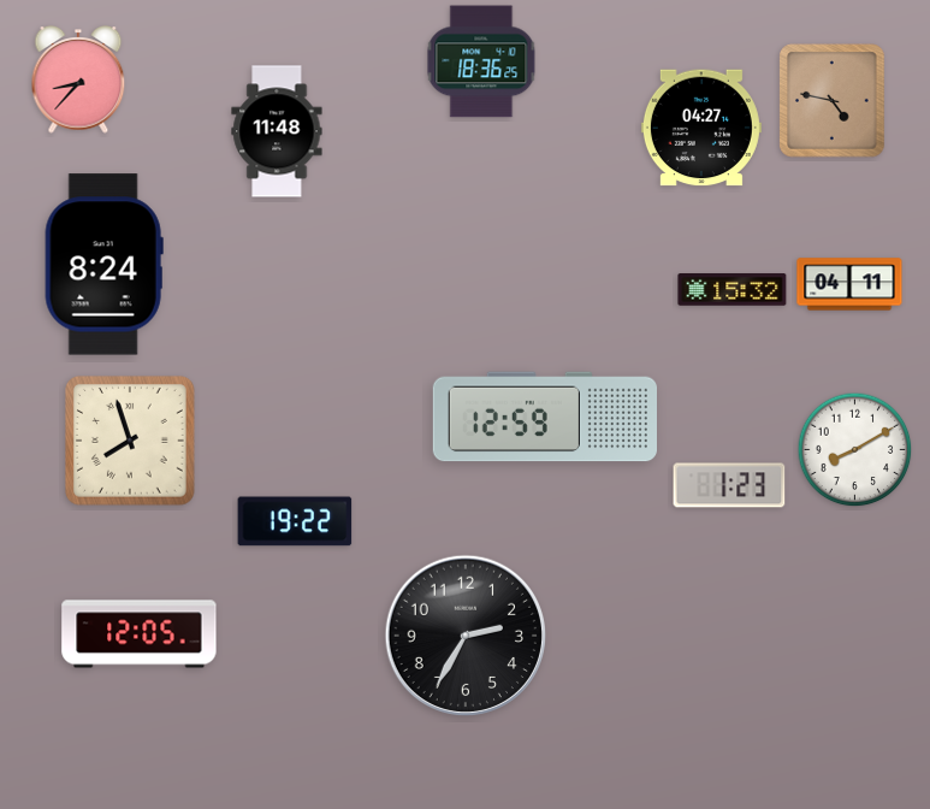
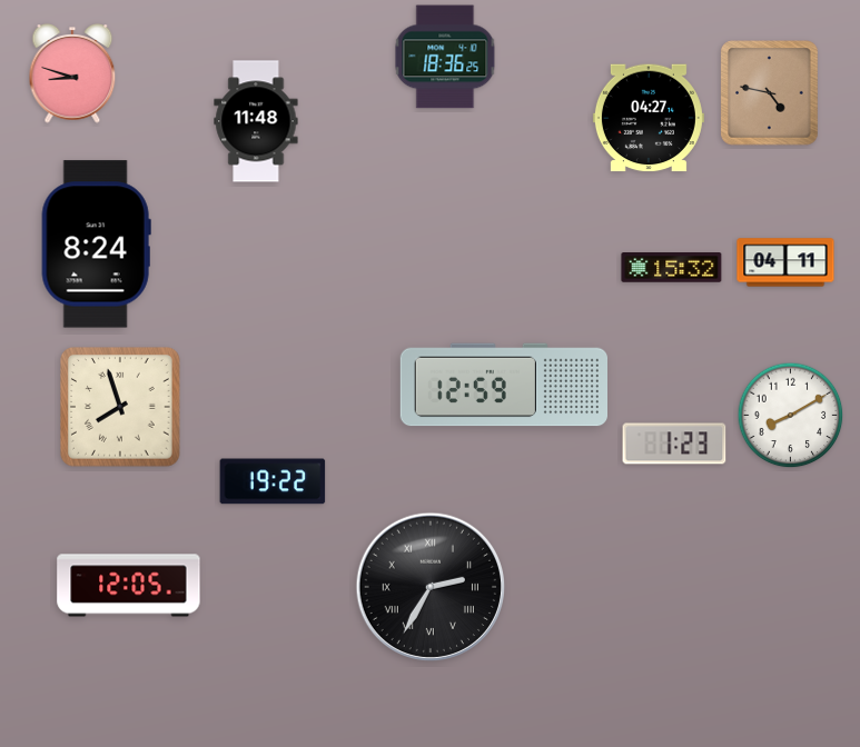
clock at (78, 79): 8:37 -> 8:48
clock at (733, 290) position: (733, 290) -> (672, 268)
clock at (729, 485) position: (729, 485) -> (674, 444)
clock at (464, 634) numerals: Arabic -> Roman
